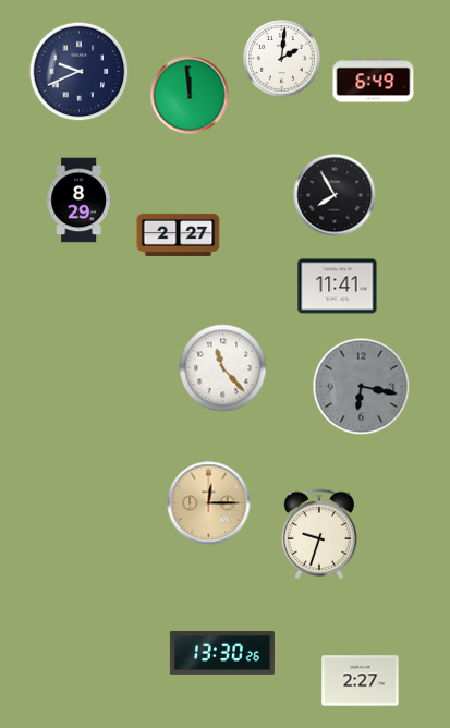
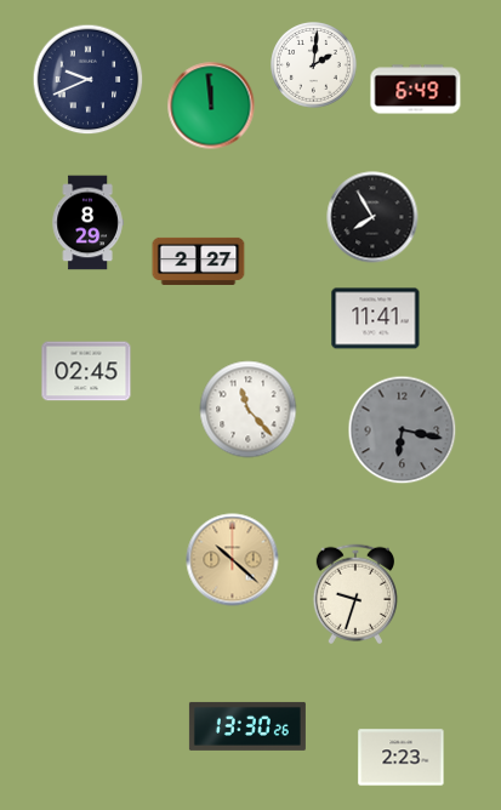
clock at (86, 371): none -> 02:45
clock at (209, 503): 12:15 -> 10:22
clock at (361, 681): 2:27 -> 2:23
